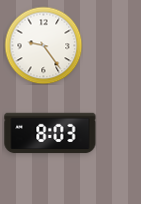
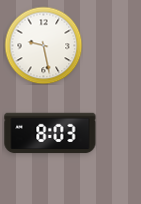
clock at (43, 45): 9:24 -> 9:28
